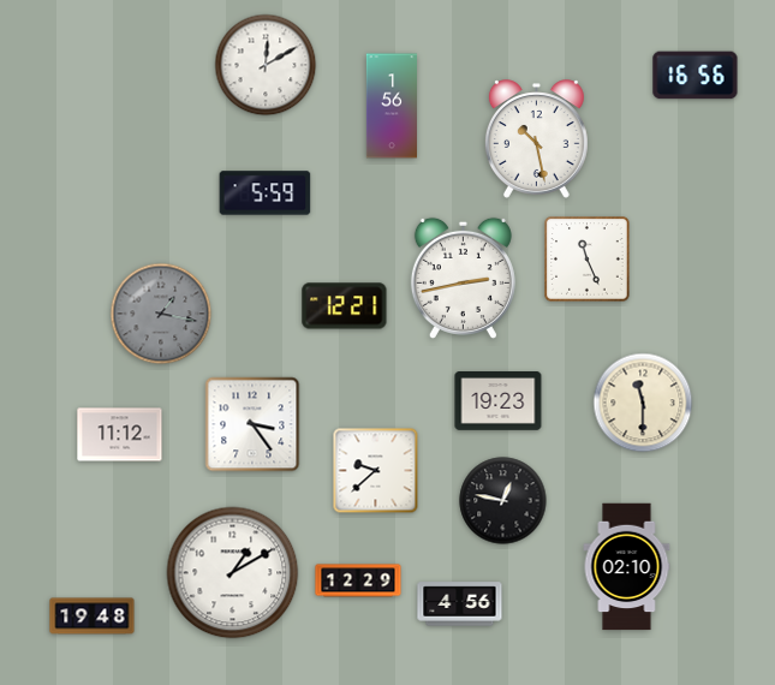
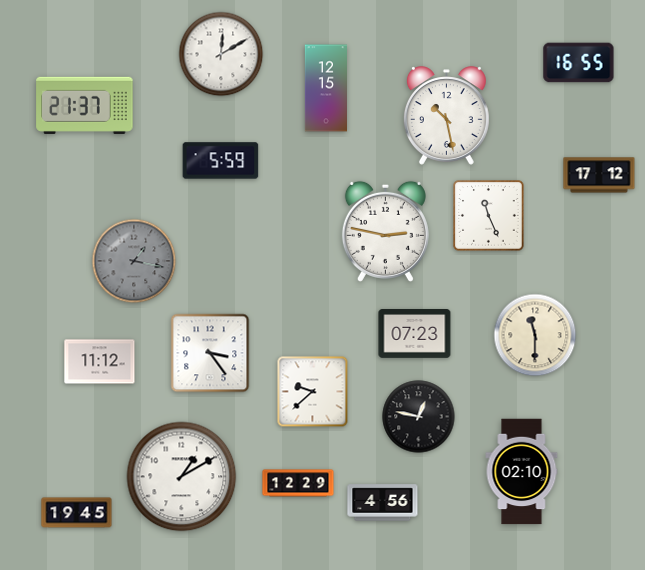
clock at (696, 76): 16:56 -> 16:55
clock at (391, 106): 1:56 -> 12:15
clock at (85, 105): none -> 21:37
clock at (599, 175): none -> 17:12
clock at (463, 278): 2:43 -> 2:47
clock at (345, 306): 12:21 -> none
clock at (499, 401): 19:23 -> 07:23
clock at (233, 573) position: (233, 573) -> (182, 477)
clock at (93, 616): 19:48 -> 19:45
